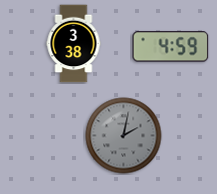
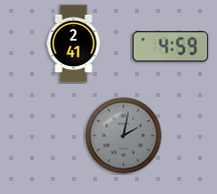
clock at (74, 44): 3:38 -> 2:41
